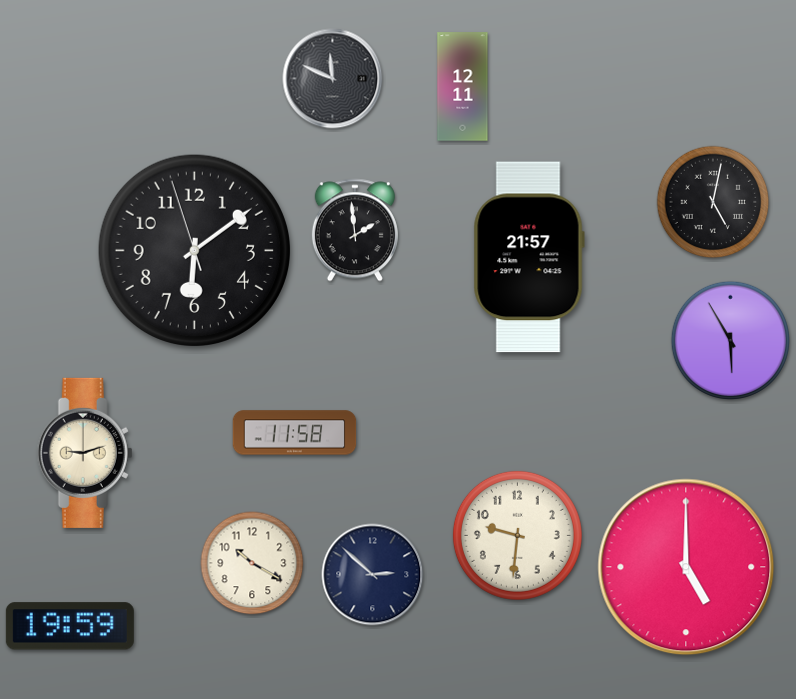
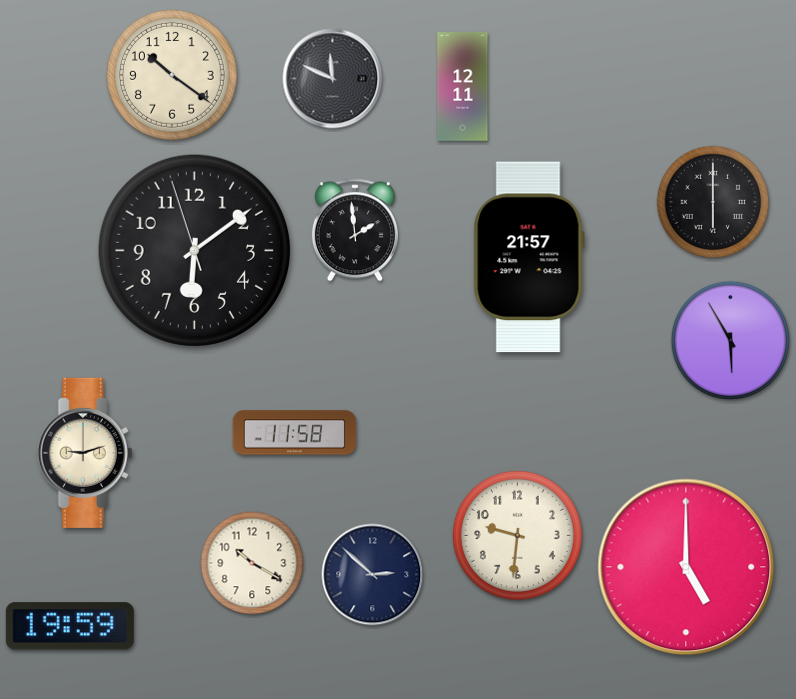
clock at (172, 75): none -> 10:21
clock at (713, 202): 5:02 -> 6:00
